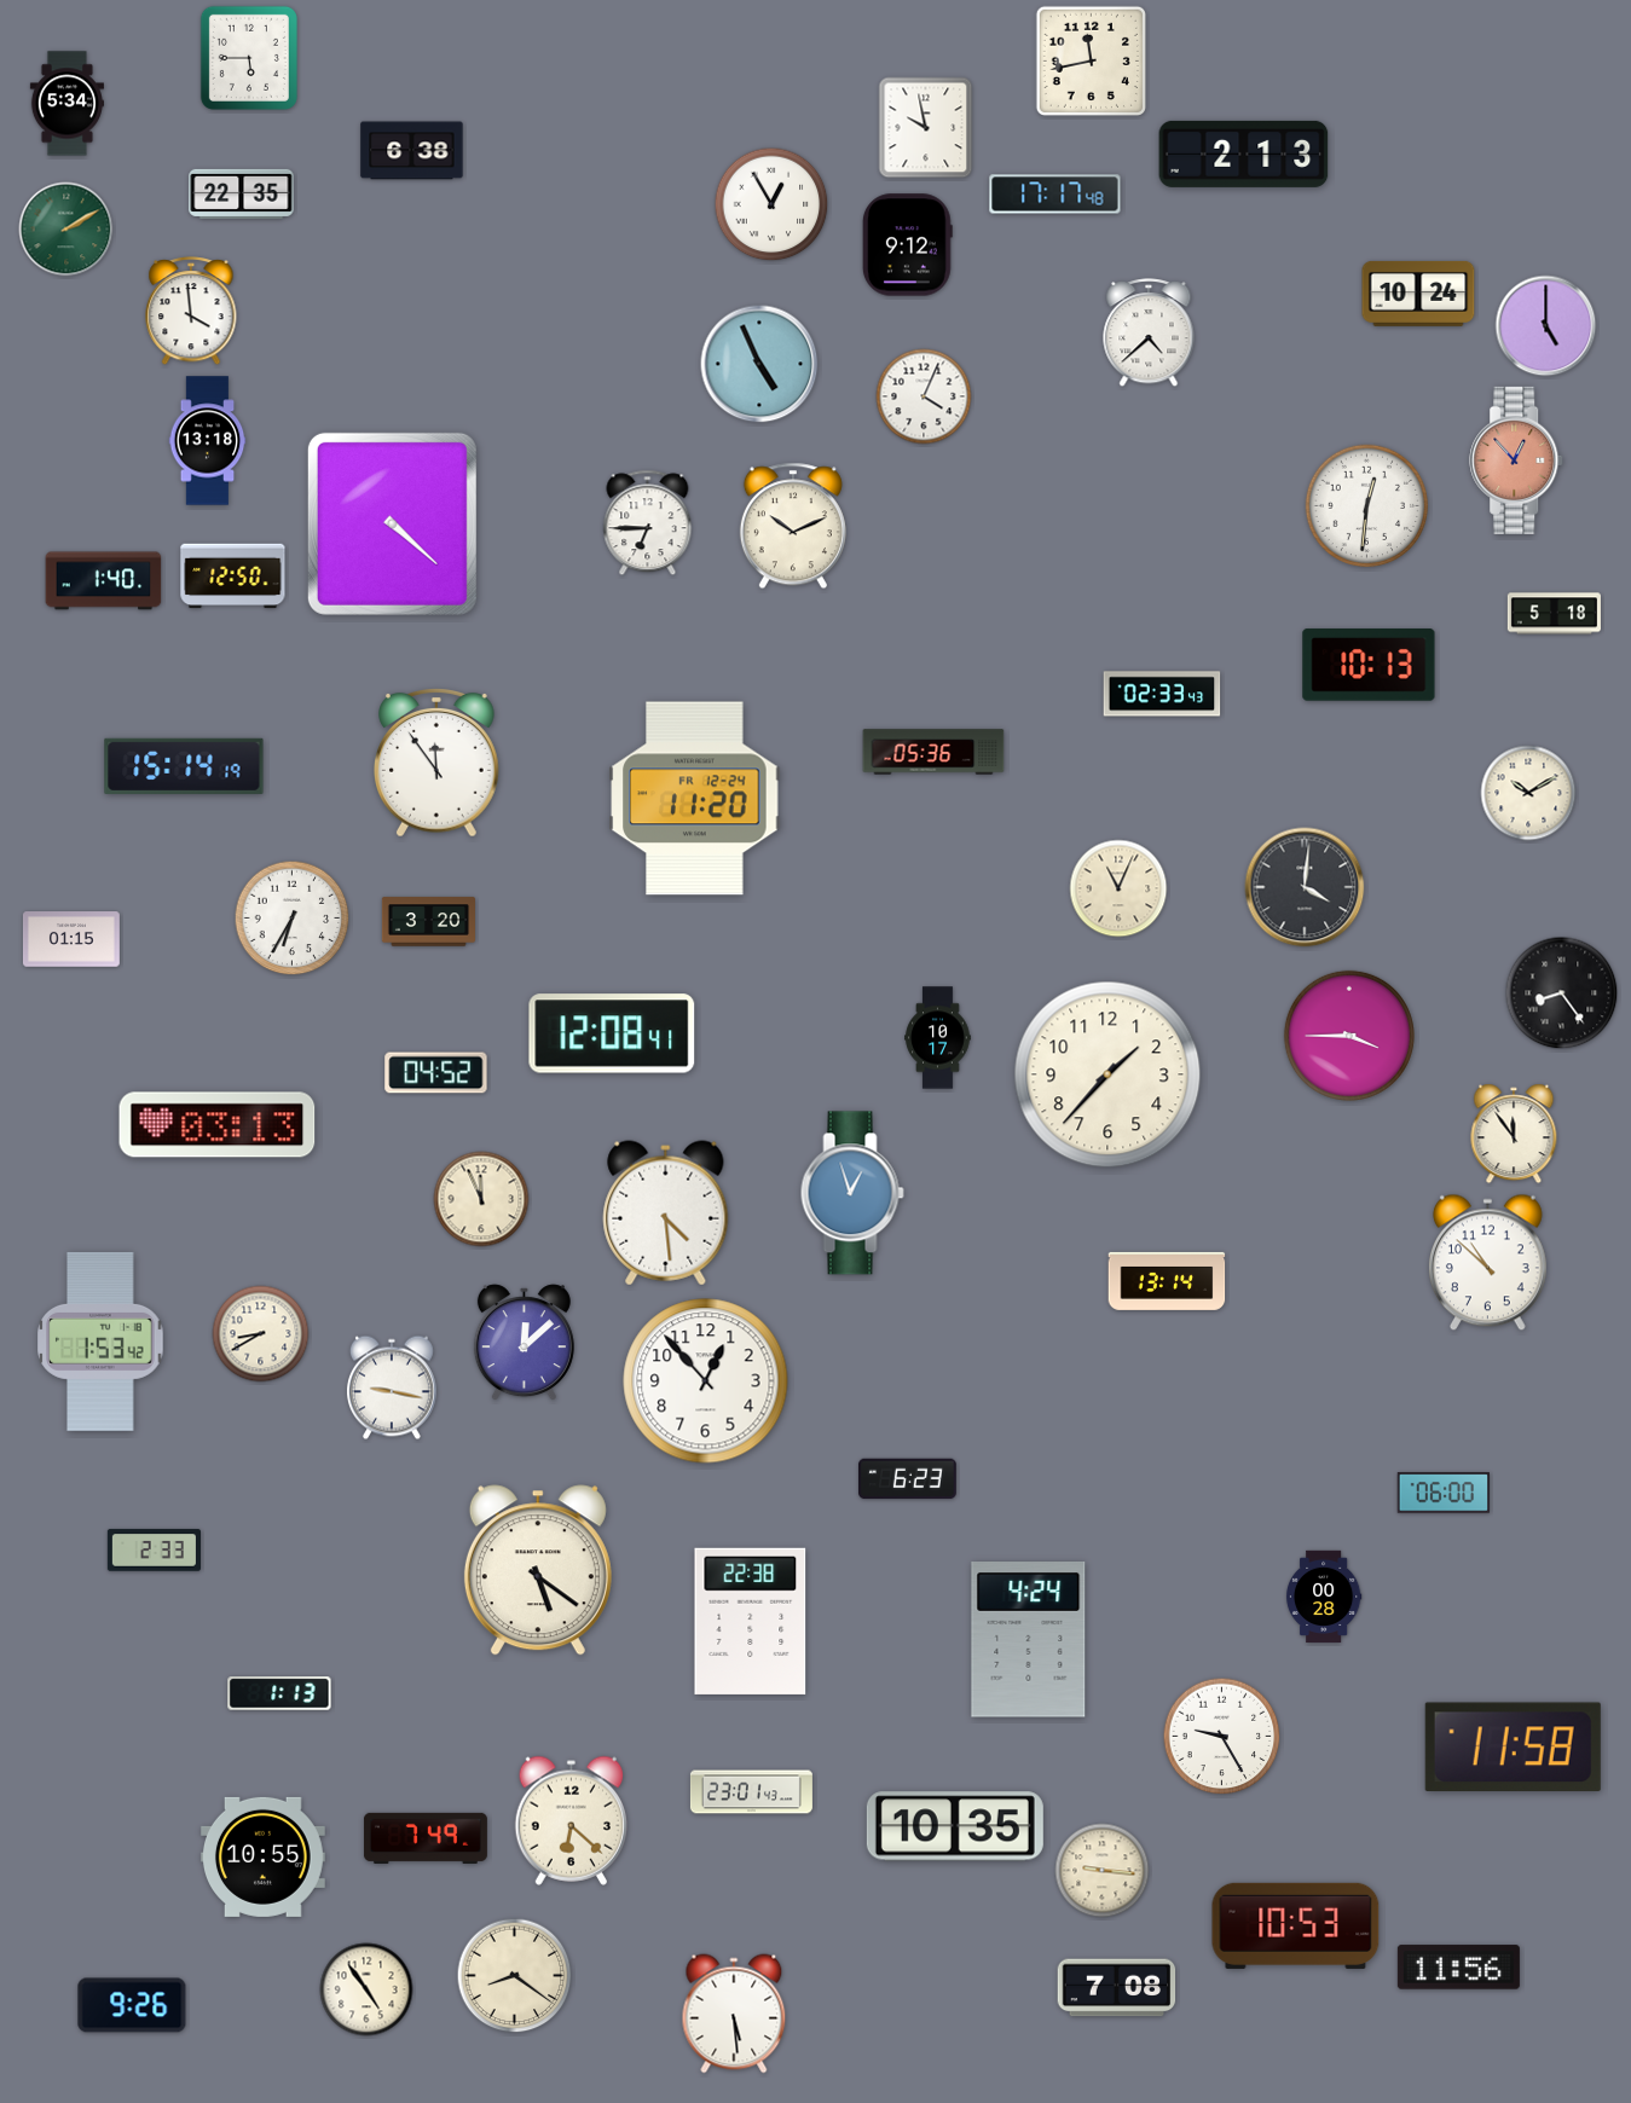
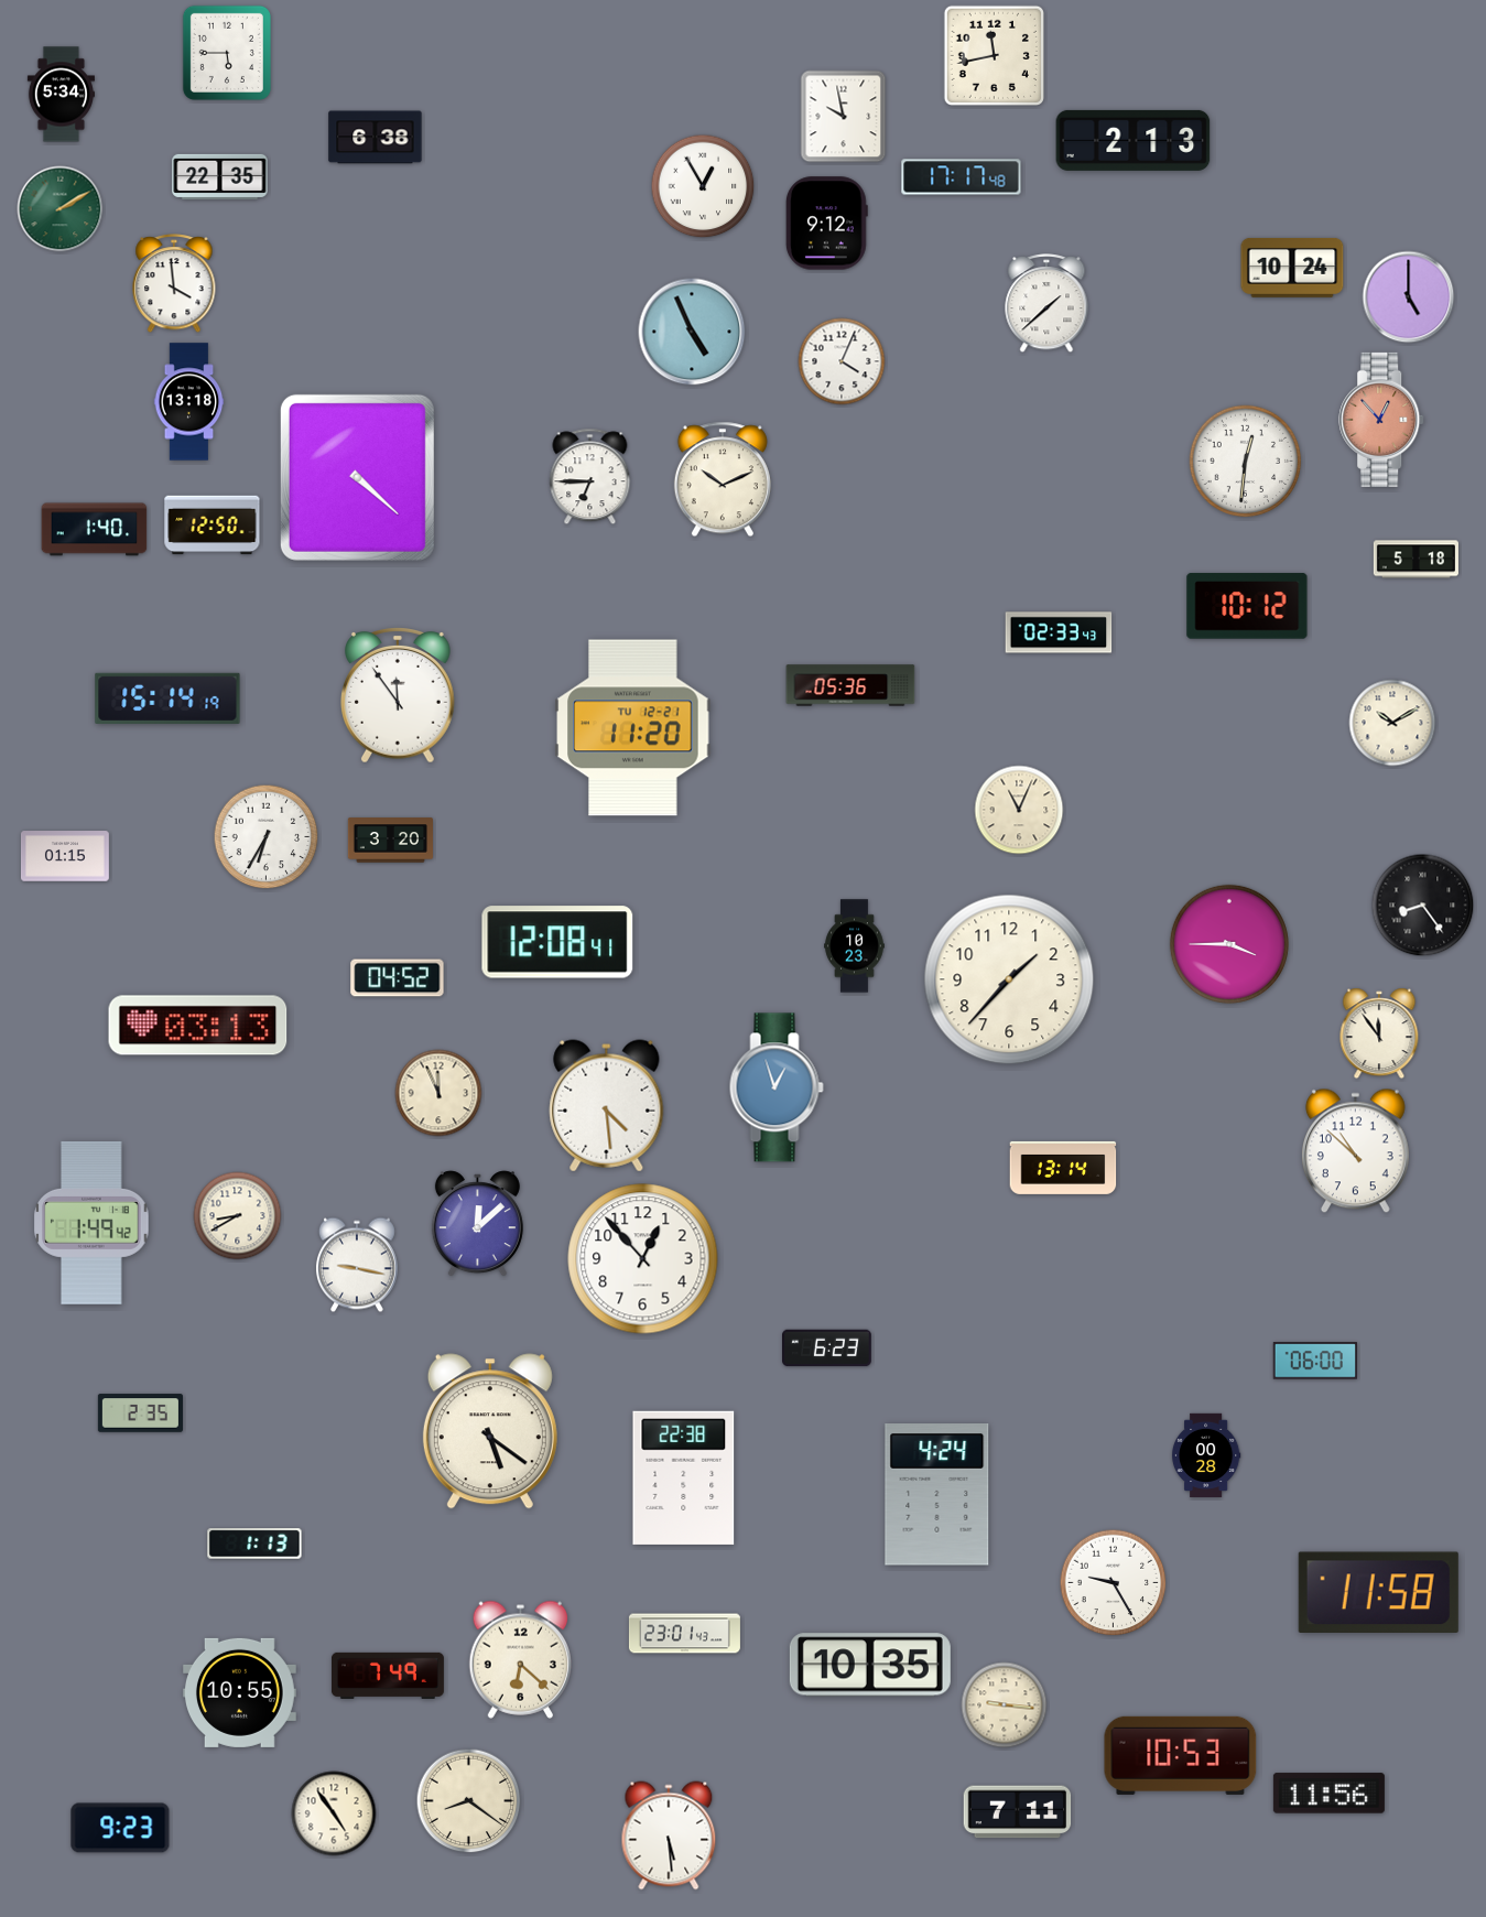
clock at (1149, 334): 4:38 -> 1:38
clock at (1369, 665): 10:13 -> 10:12
clock at (695, 799) date: FR 12-24 -> TU 12-21
clock at (1305, 887): 4:01 -> none
clock at (938, 1038): 10:17 -> 10:23
clock at (100, 1342): 1:53 -> 1:49
clock at (154, 1551): 2:33 -> 2:35
clock at (1117, 1988): 7:08 -> 7:11
clock at (132, 2005): 9:26 -> 9:23
